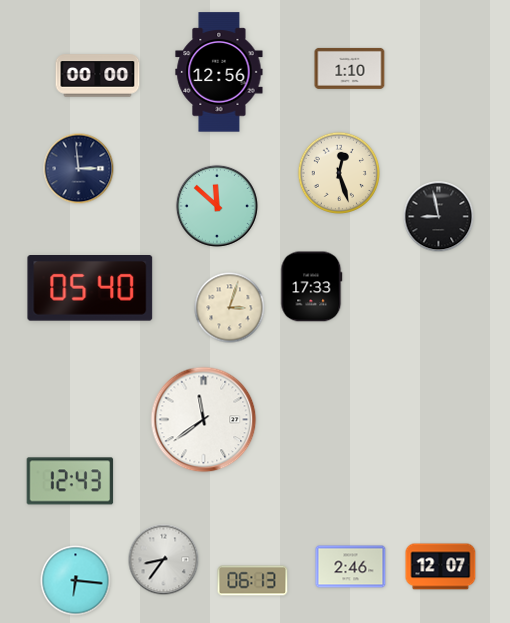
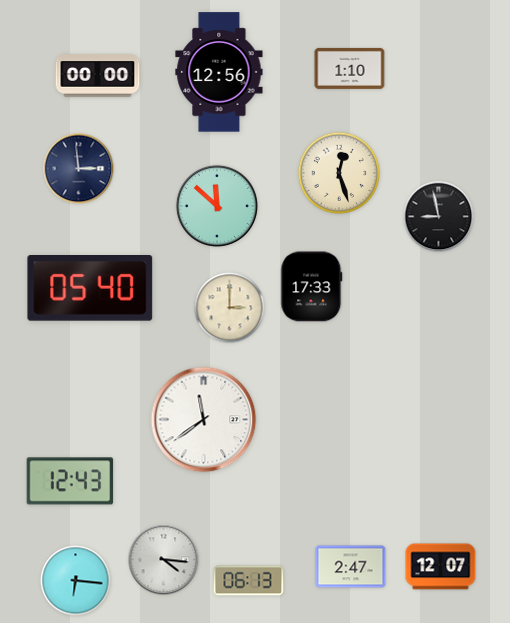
clock at (230, 308): 3:03 -> 3:00
clock at (164, 560): 8:36 -> 4:16
clock at (351, 567): 2:46 -> 2:47
clock at (253, 581) position: (253, 581) -> (249, 581)
